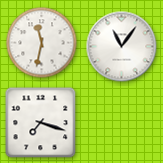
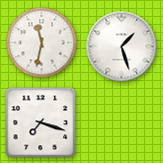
clock at (122, 47): 11:06 -> 1:27
